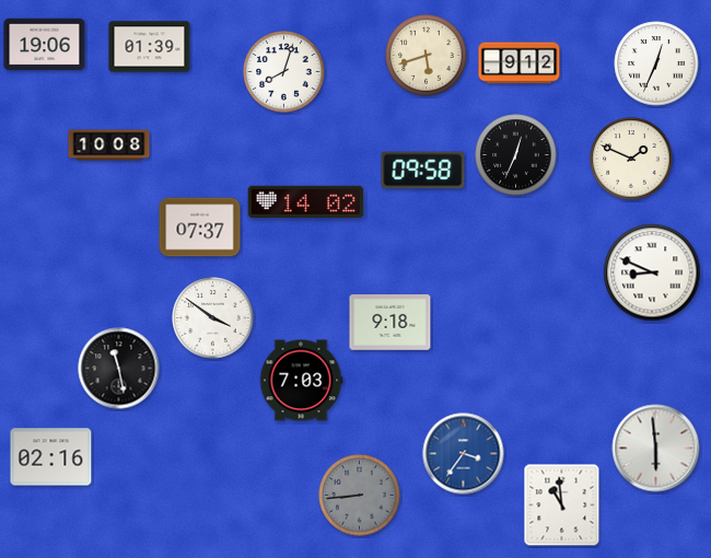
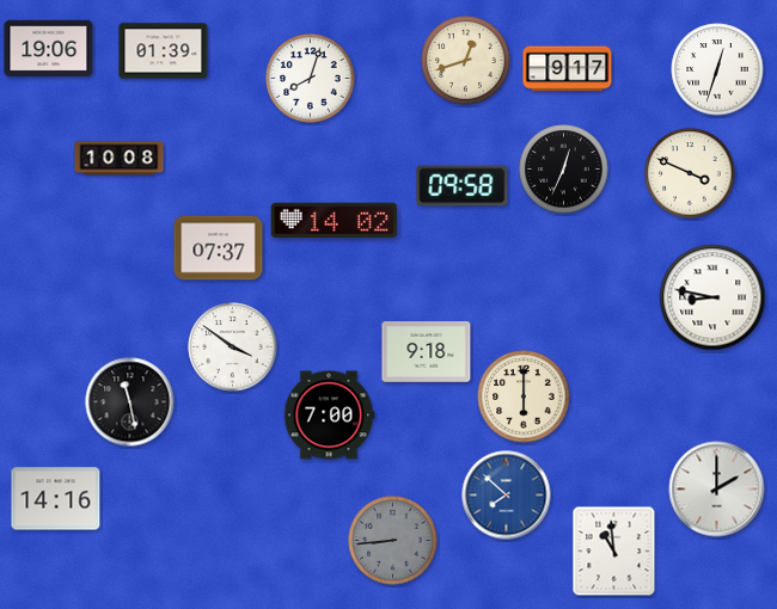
clock at (427, 56): 5:42 -> 12:42
clock at (520, 63): 9:12 -> 9:17
clock at (656, 63): 12:34 -> 12:33
clock at (631, 159): 1:49 -> 3:49
clock at (652, 272): 8:49 -> 8:47
clock at (524, 396): none -> 6:00
clock at (301, 381): 7:03 -> 7:00
clock at (656, 449): 5:59 -> 2:00
clock at (464, 454): 3:36 -> 7:52
clock at (51, 457): 02:16 -> 14:16
